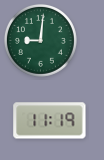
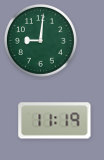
clock at (50, 121) position: (50, 121) -> (55, 121)
